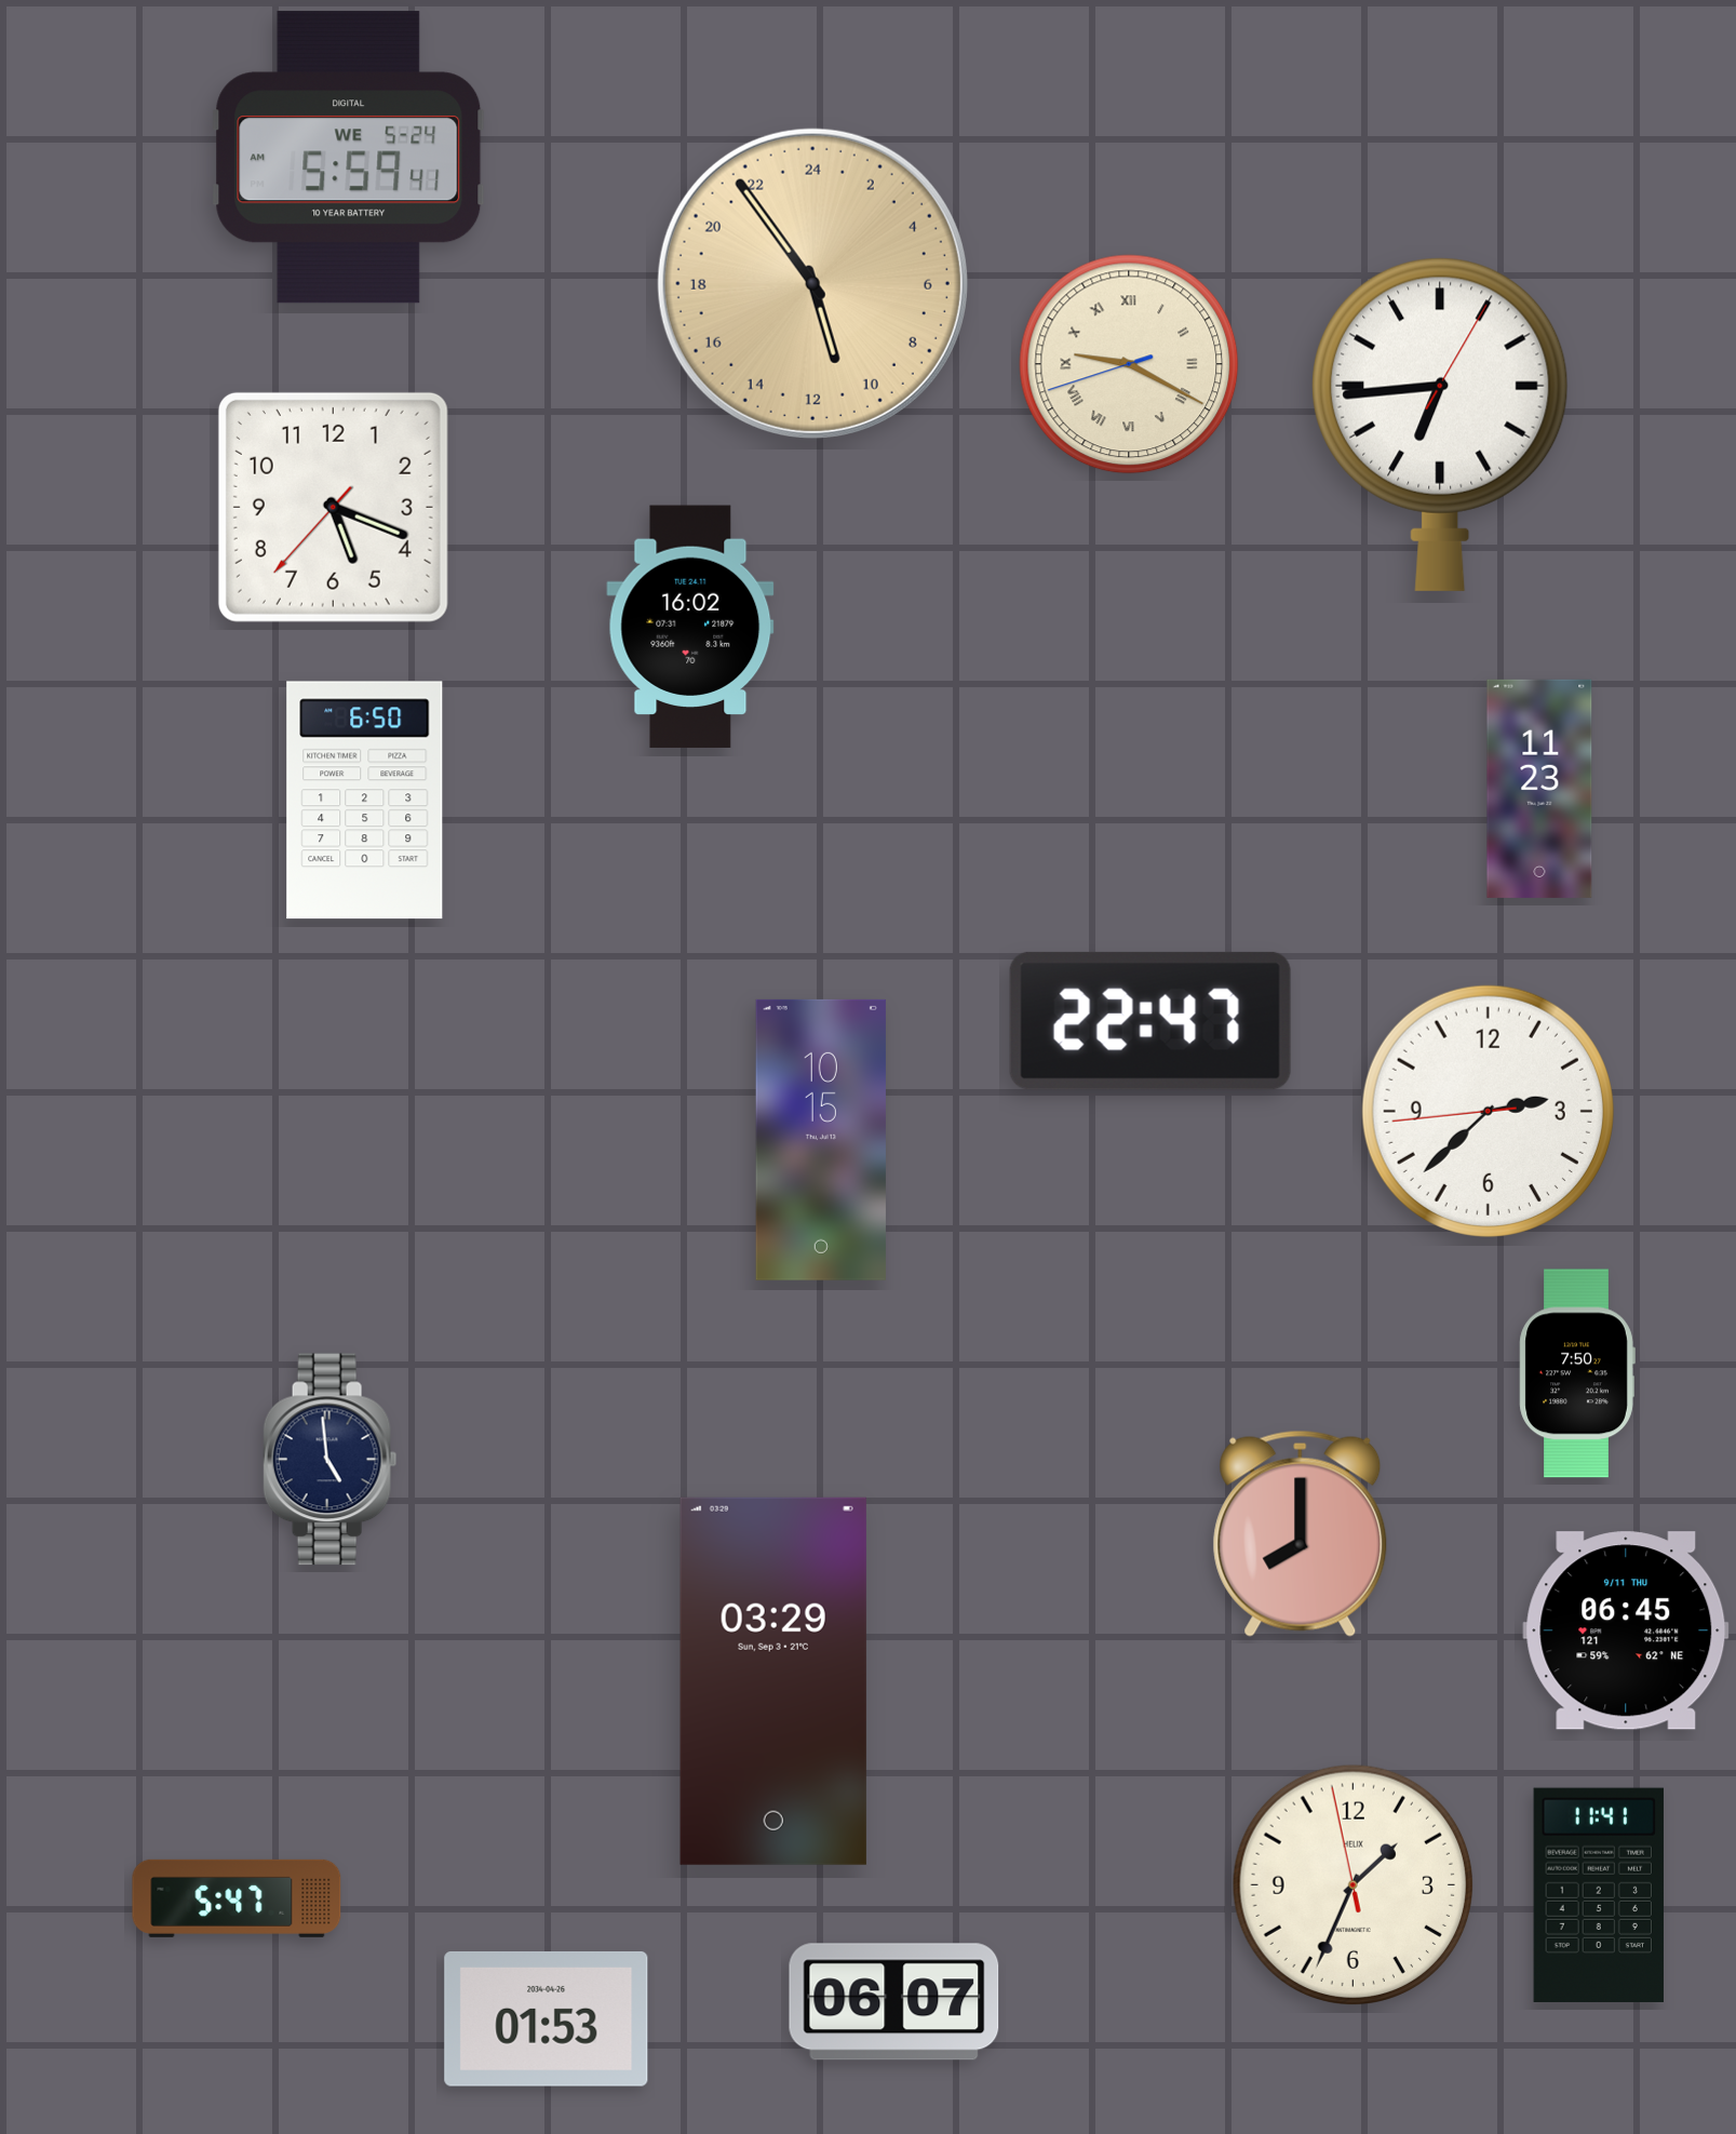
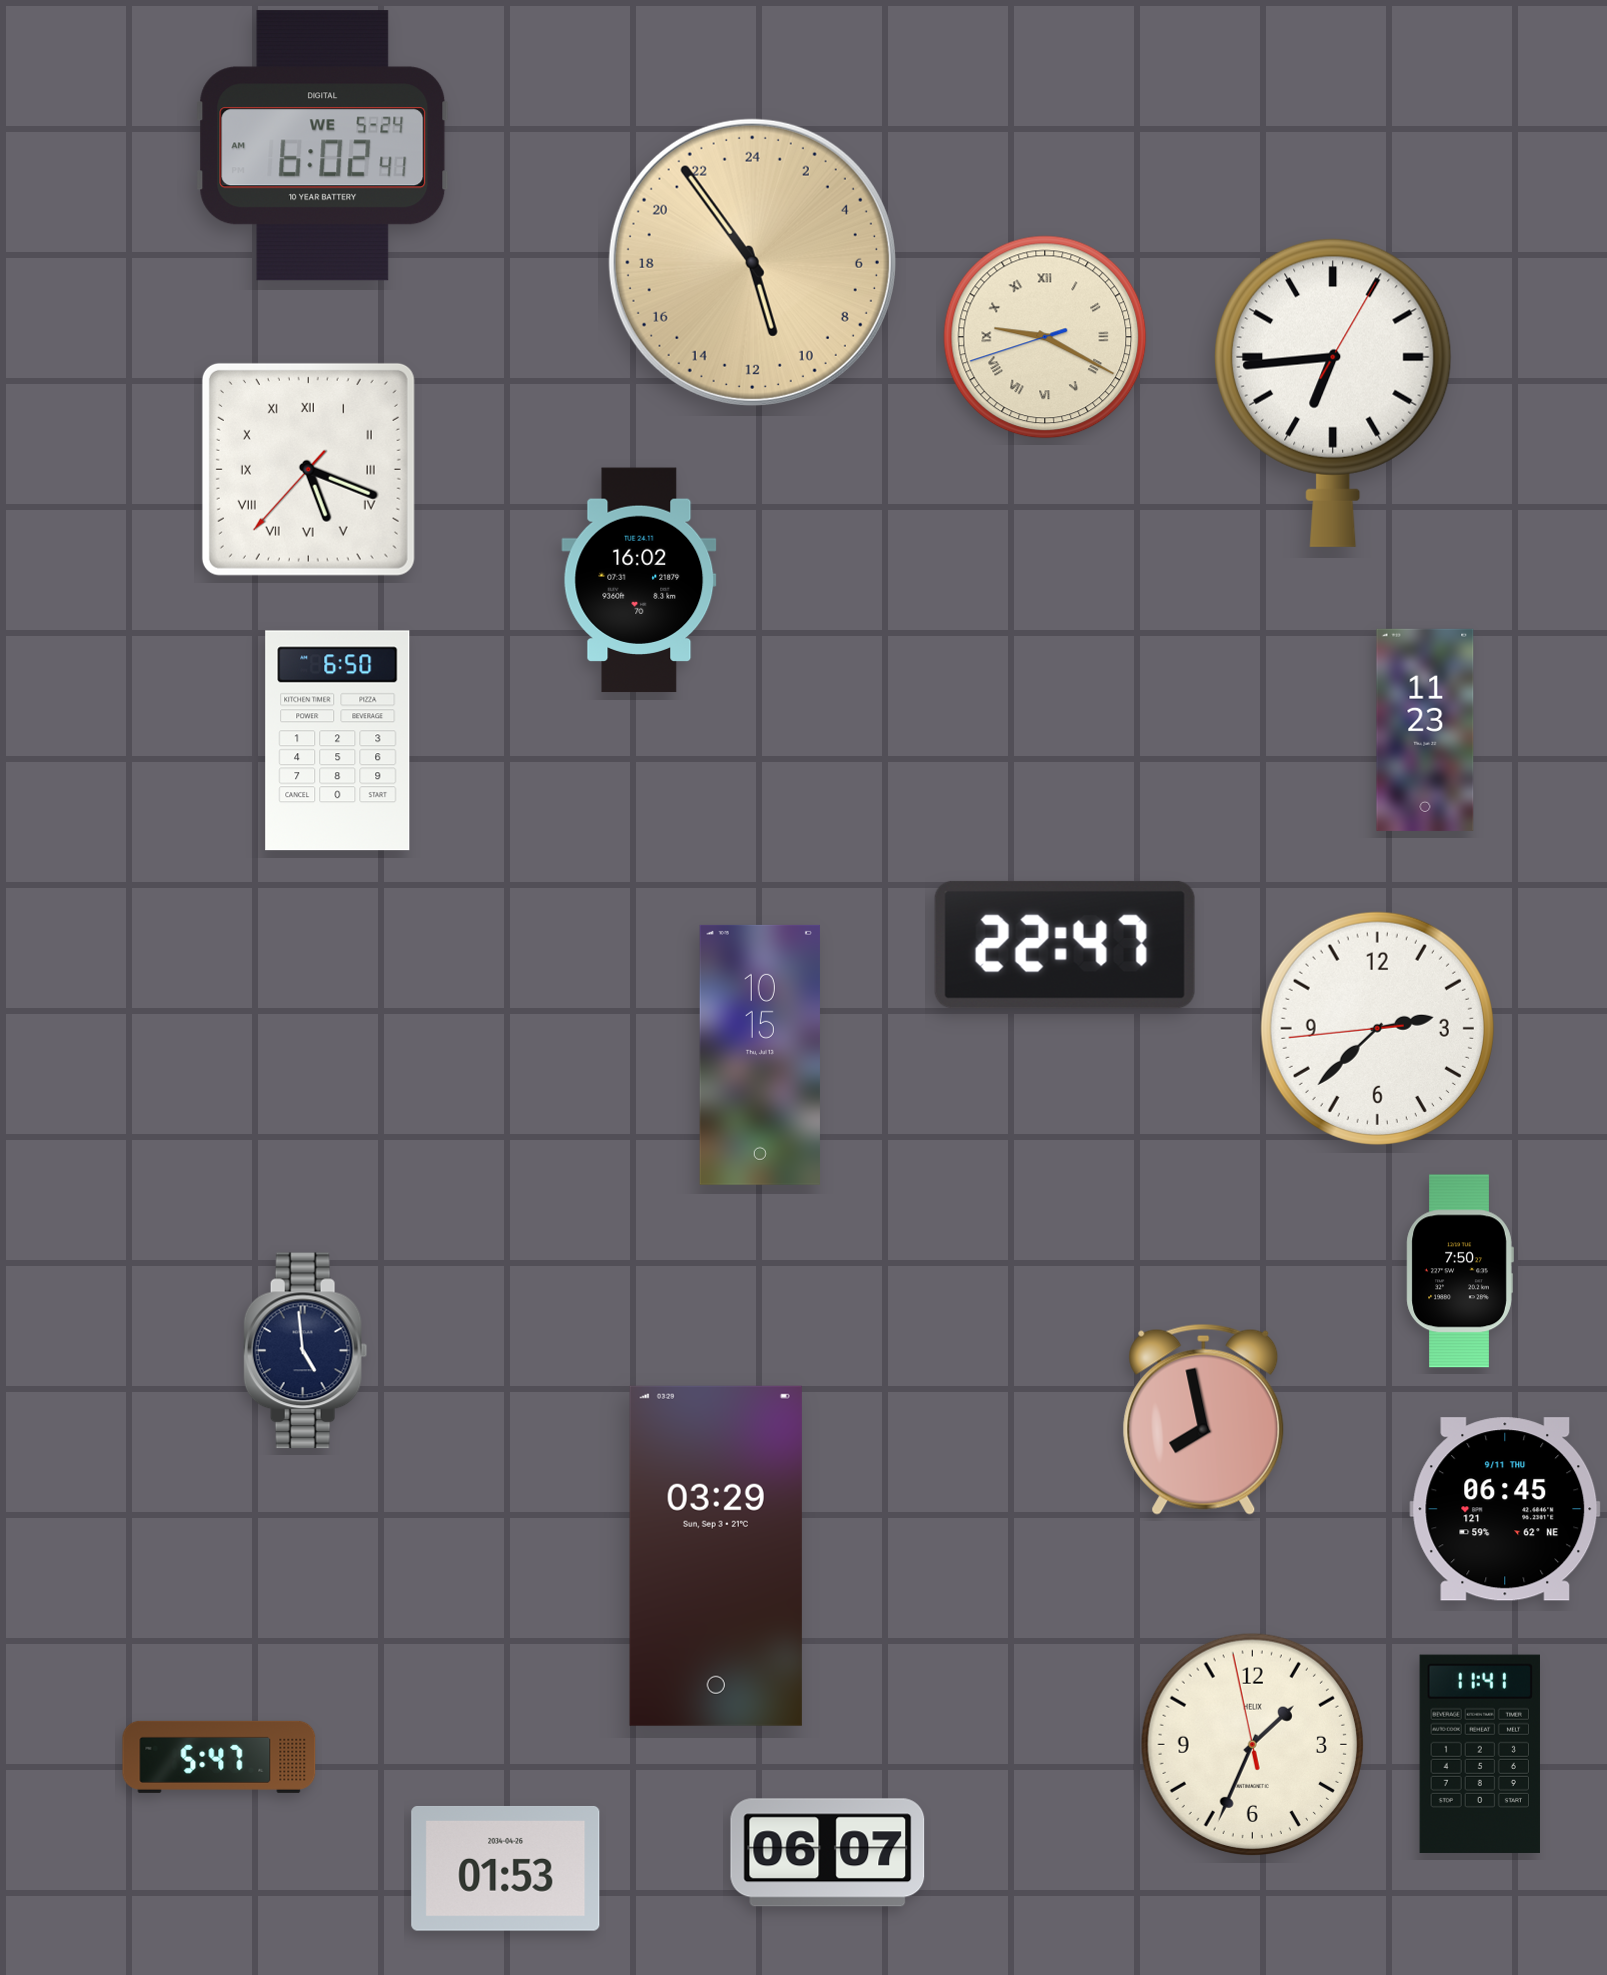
clock at (349, 158): 5:59 -> 6:02
clock at (333, 507) numerals: Arabic -> Roman
clock at (1301, 1533): 8:00 -> 7:58
